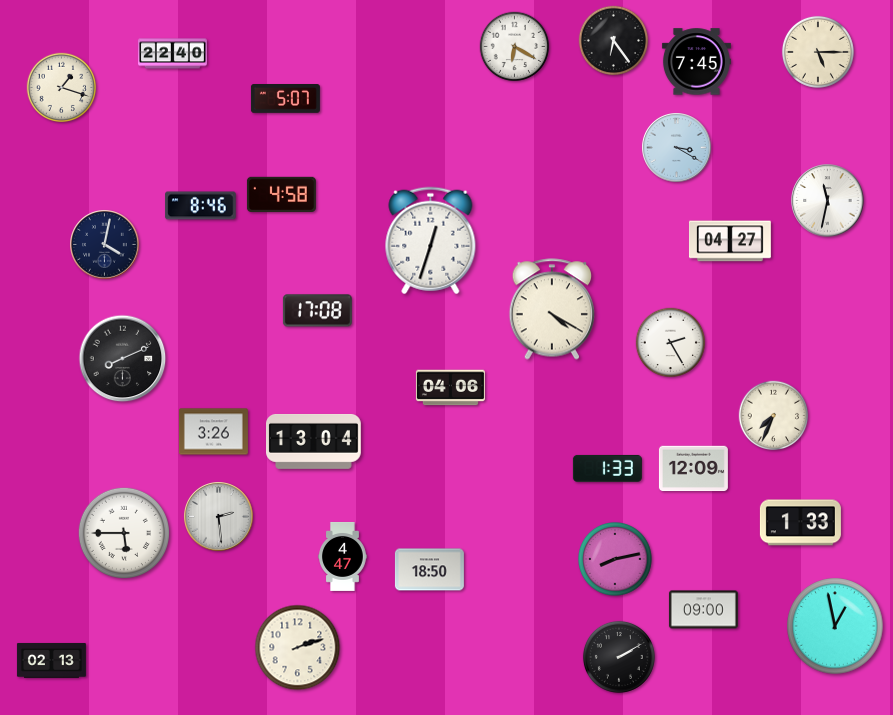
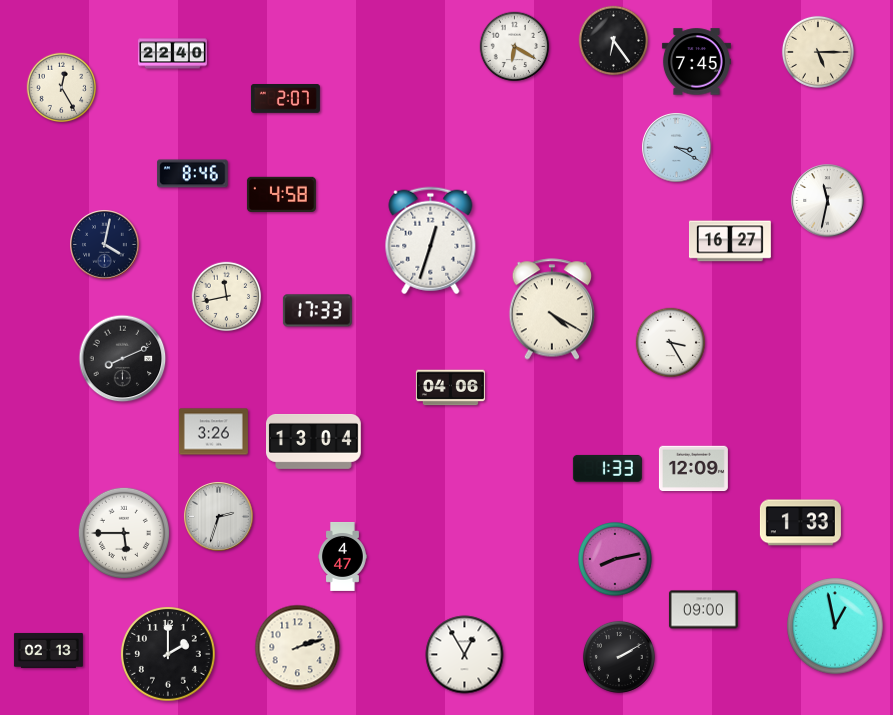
clock at (62, 88): 1:18 -> 12:25
clock at (285, 99): 5:07 -> 2:07
clock at (201, 206) position: (201, 206) -> (193, 174)
clock at (730, 241): 04:27 -> 16:27
clock at (227, 297): none -> 11:43
clock at (317, 311): 17:08 -> 17:33
clock at (671, 343): 2:25 -> 3:25
clock at (774, 416): 7:34 -> none
clock at (219, 517): 2:29 -> 2:33
clock at (429, 570): 18:50 -> none
clock at (169, 655): none -> 2:00
clock at (465, 655): none -> 12:55
clock at (51, 661) position: (51, 661) -> (48, 651)
